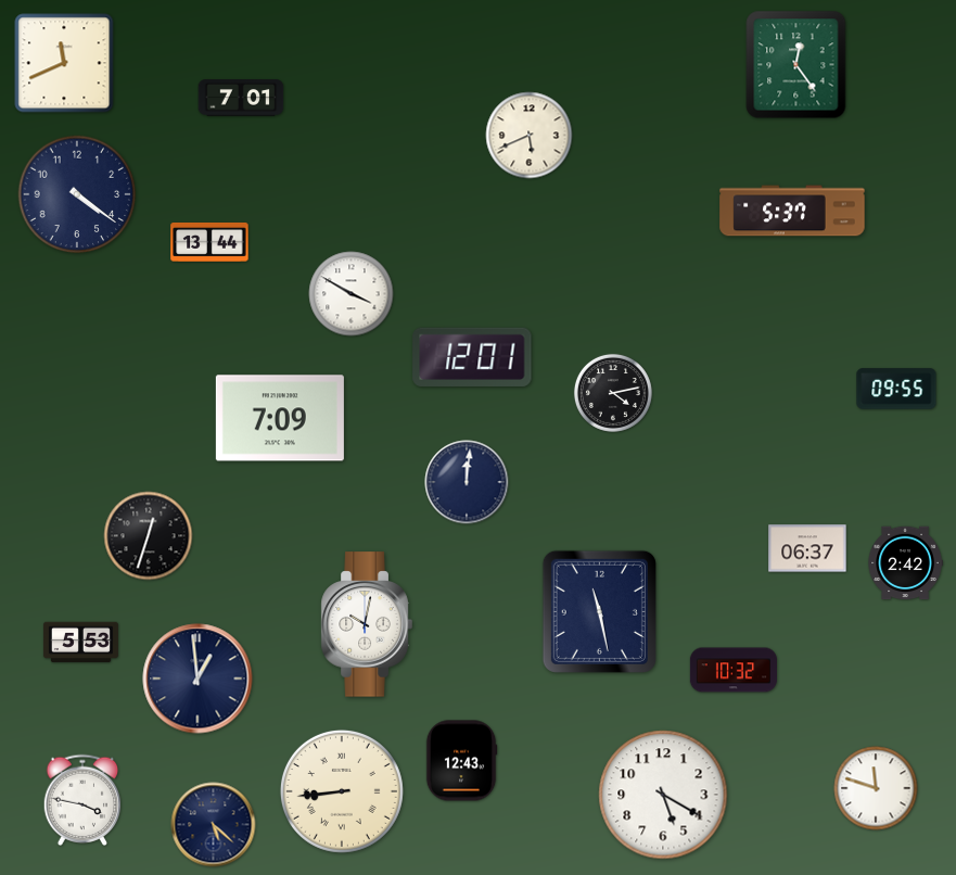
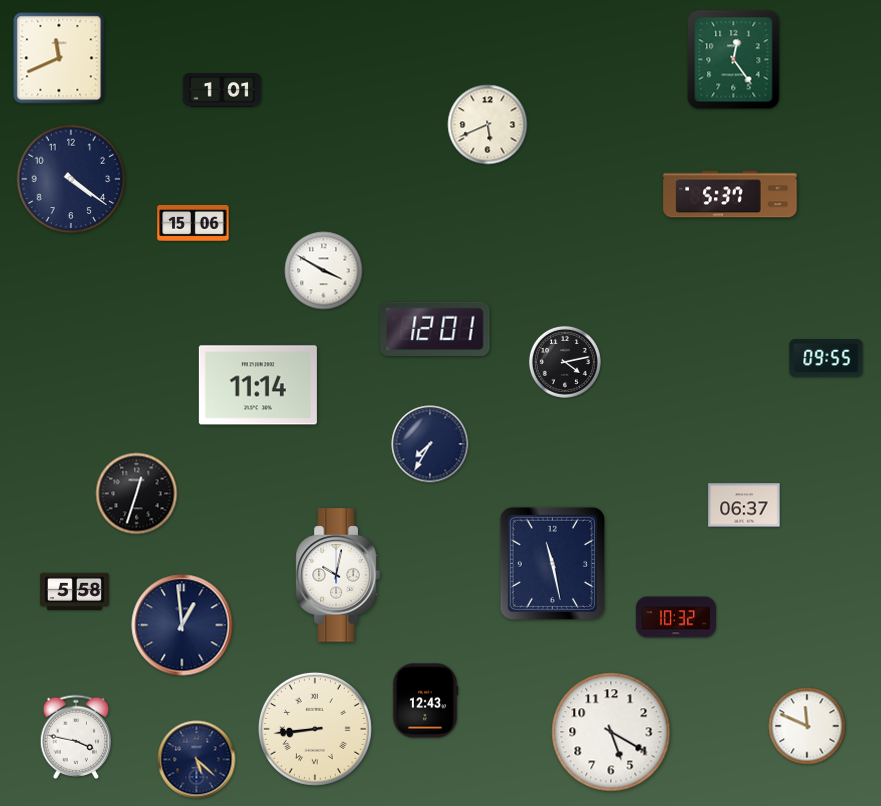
clock at (241, 98): 7:01 -> 1:01
clock at (209, 242): 13:44 -> 15:06
clock at (280, 418): 7:09 -> 11:14
clock at (467, 482): 12:01 -> 7:35
clock at (905, 563): 2:42 -> none
clock at (80, 643): 5:53 -> 5:58
clock at (876, 788): 11:48 -> 11:49
